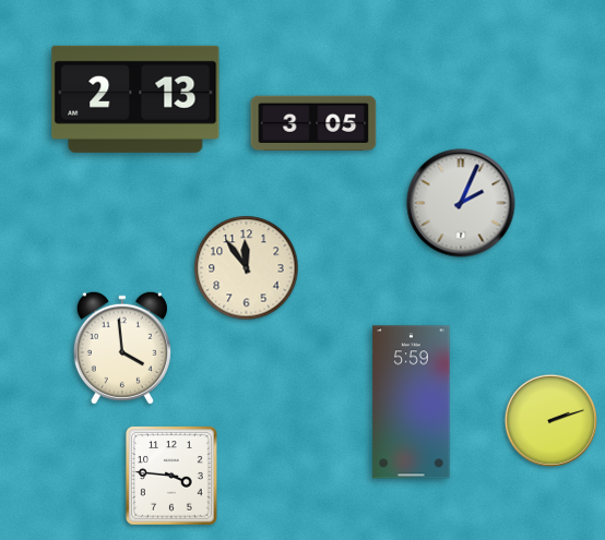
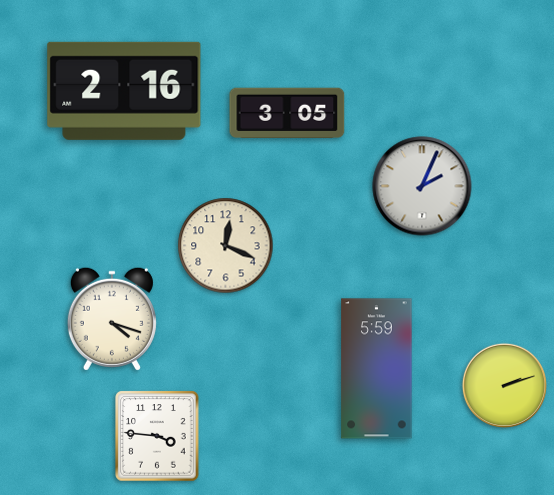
clock at (135, 99): 2:13 -> 2:16
clock at (247, 268): 11:54 -> 12:19
clock at (122, 348): 3:59 -> 4:18
